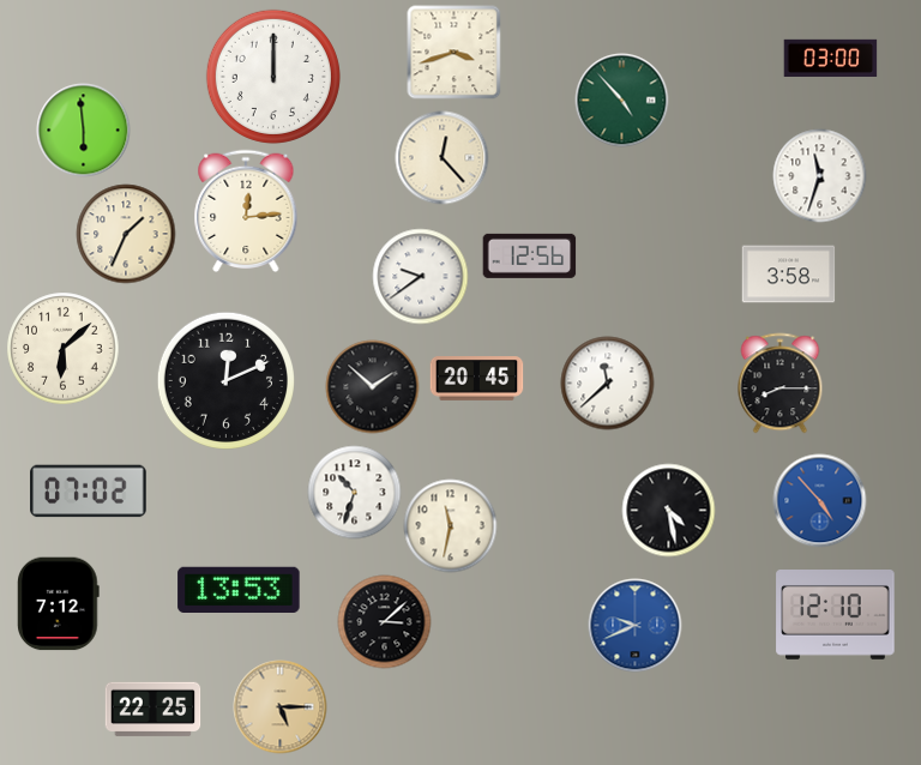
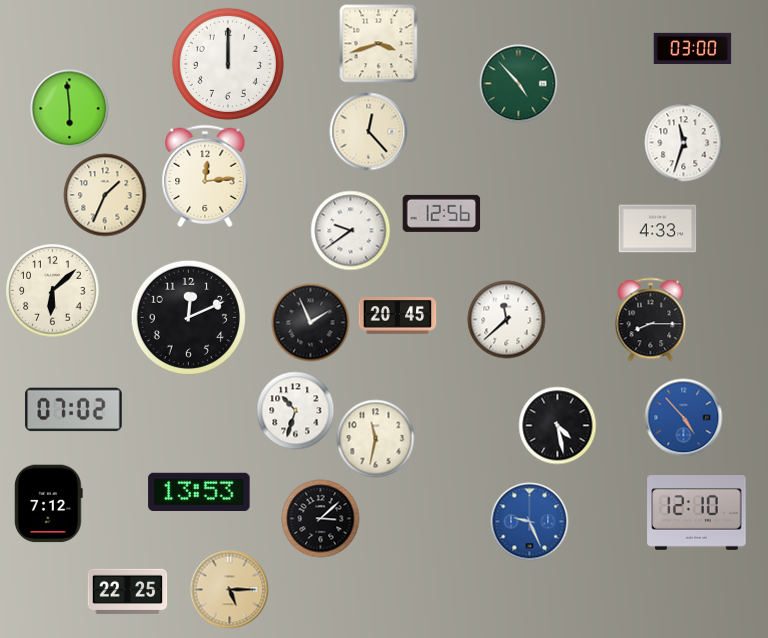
clock at (819, 175) position: (819, 175) -> (683, 142)
clock at (788, 275): 3:58 -> 4:33
clock at (372, 386): 1:52 -> 1:56
clock at (634, 625): 9:41 -> 9:26
clock at (279, 706) position: (279, 706) -> (229, 589)
